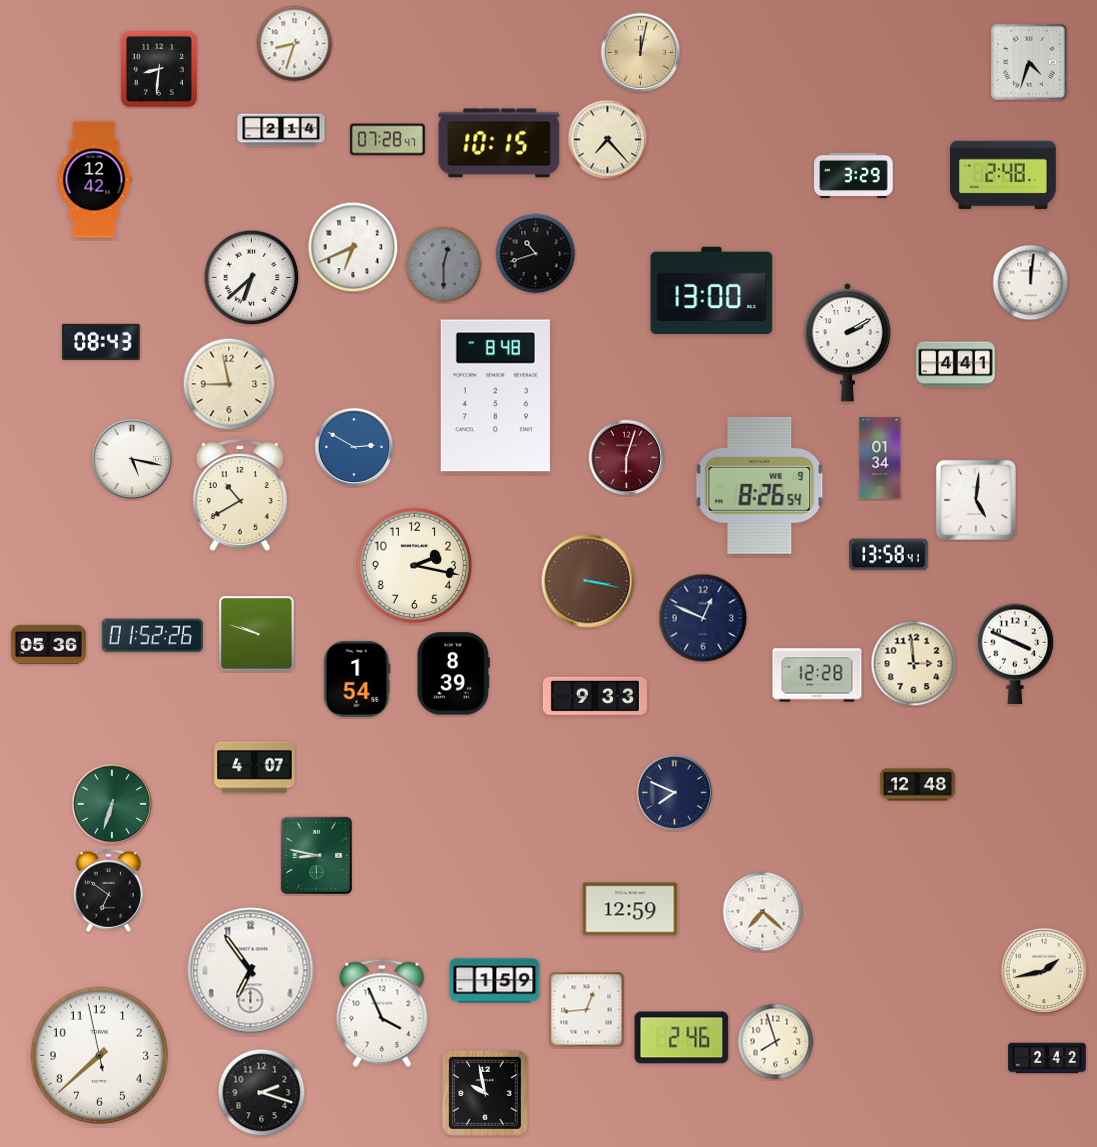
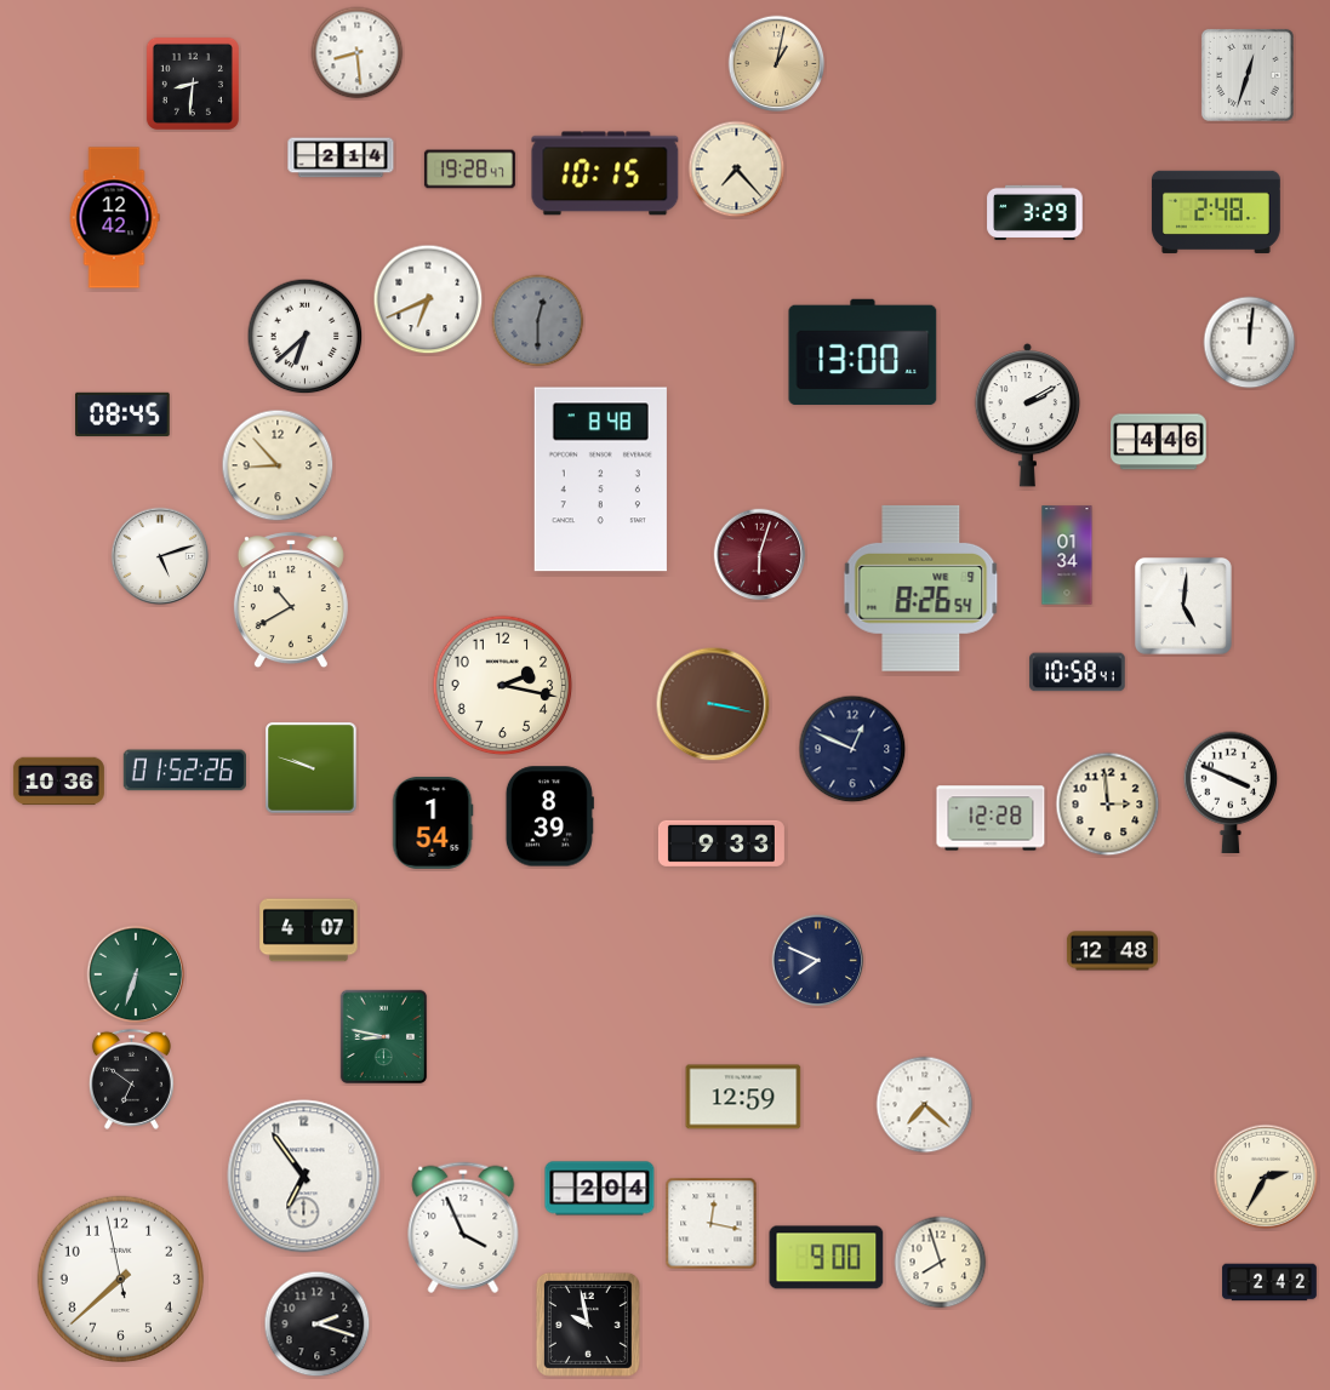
clock at (295, 44): 8:33 -> 8:29
clock at (641, 53): 12:02 -> 1:02
clock at (1029, 62): 4:33 -> 12:33
clock at (387, 140): 07:28 -> 19:28
clock at (536, 254): 10:42 -> none
clock at (101, 342): 08:43 -> 08:45
clock at (956, 365): 4:41 -> 4:46
clock at (229, 384): 8:58 -> 8:53
clock at (354, 447): 2:50 -> none
clock at (132, 459): 5:17 -> 5:12
clock at (889, 555): 13:58 -> 10:58
clock at (48, 645): 05:36 -> 10:36
clock at (630, 909) position: (630, 909) -> (743, 1097)
clock at (1044, 971): 1:43 -> 2:35
clock at (495, 981): 1:59 -> 2:04
clock at (587, 1010): 12:44 -> 12:17
clock at (682, 1038): 2:46 -> 9:00
